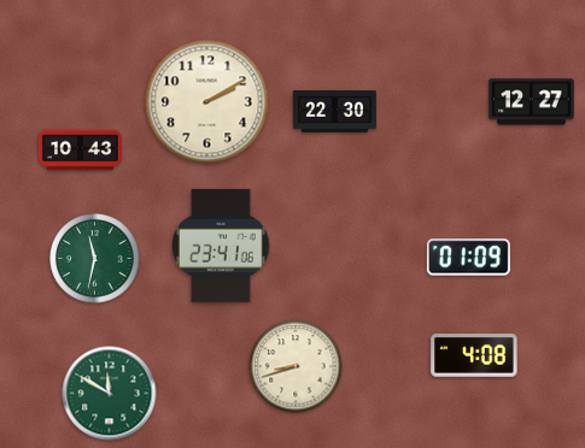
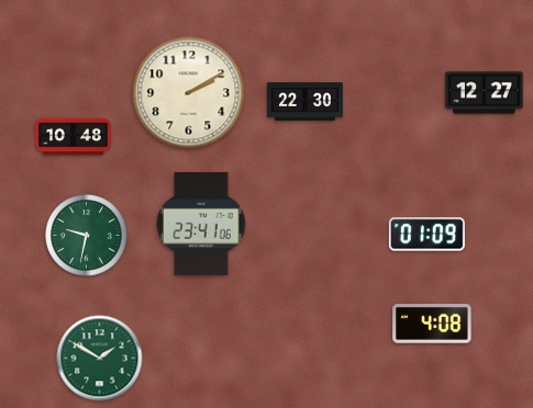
clock at (80, 151): 10:43 -> 10:48
clock at (95, 259): 11:32 -> 9:32
clock at (296, 366): 8:42 -> none
clock at (110, 394): 11:50 -> 1:50
